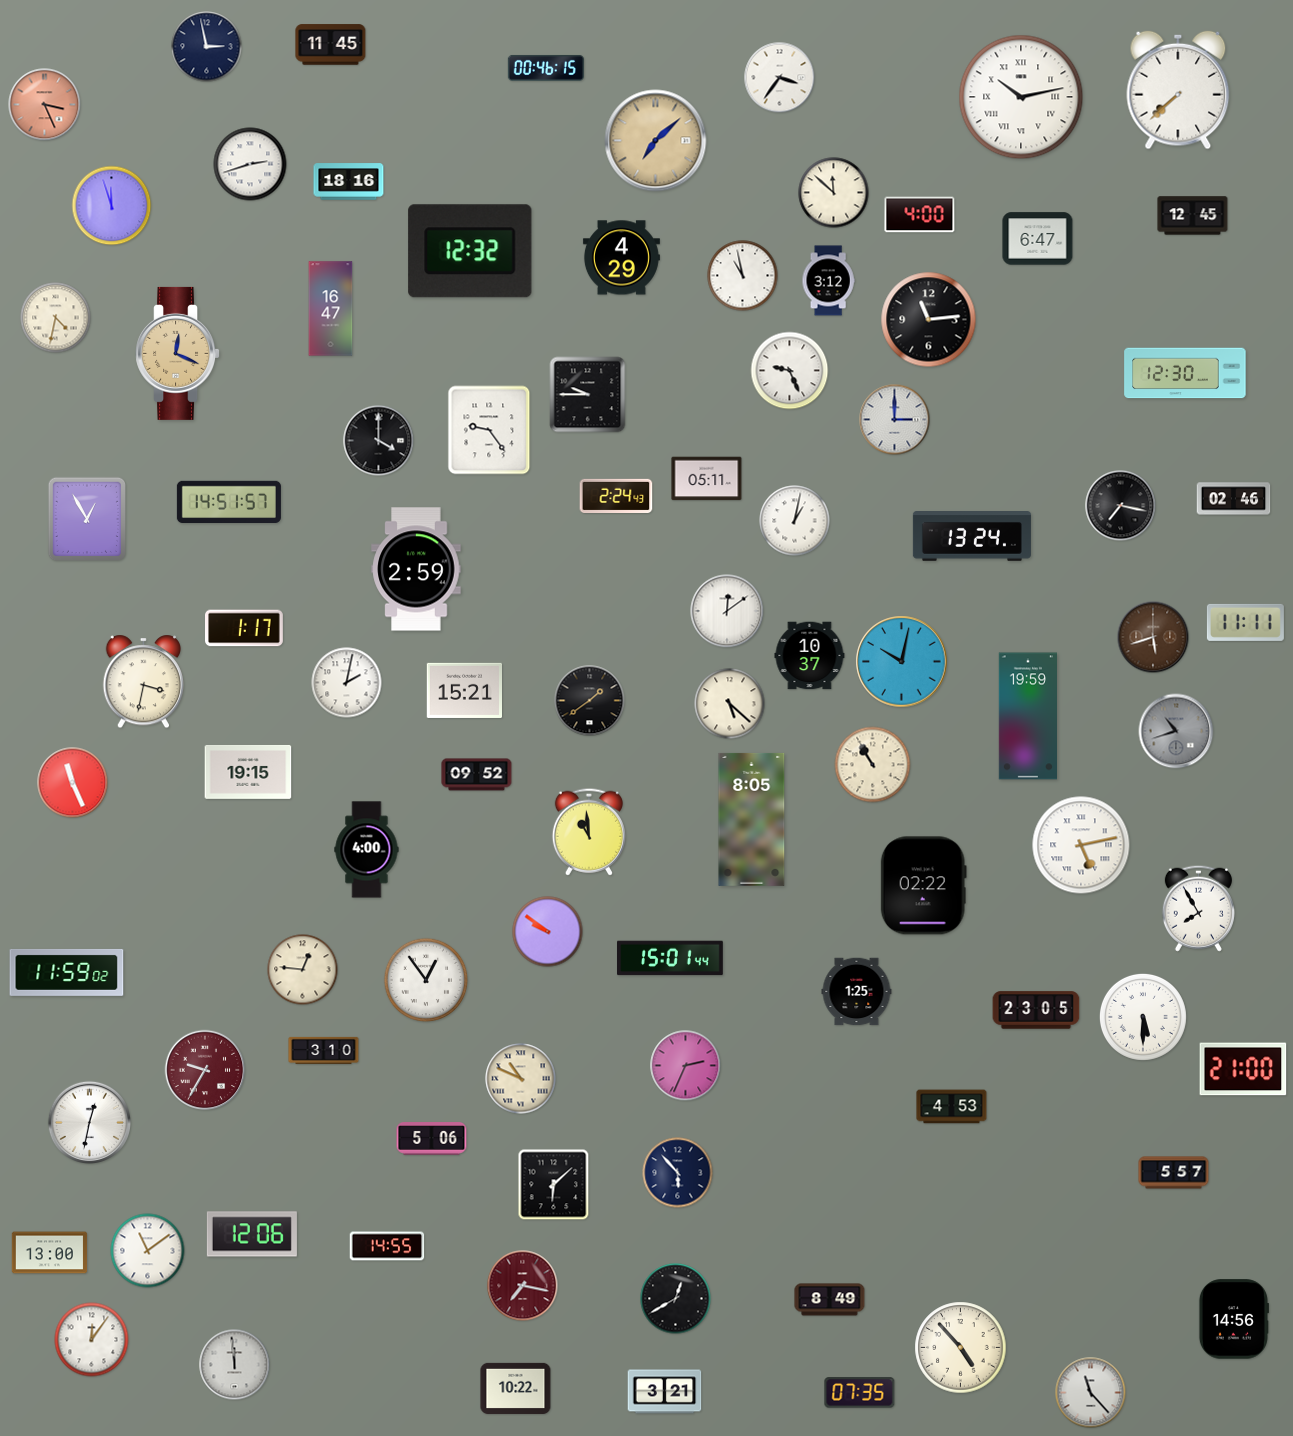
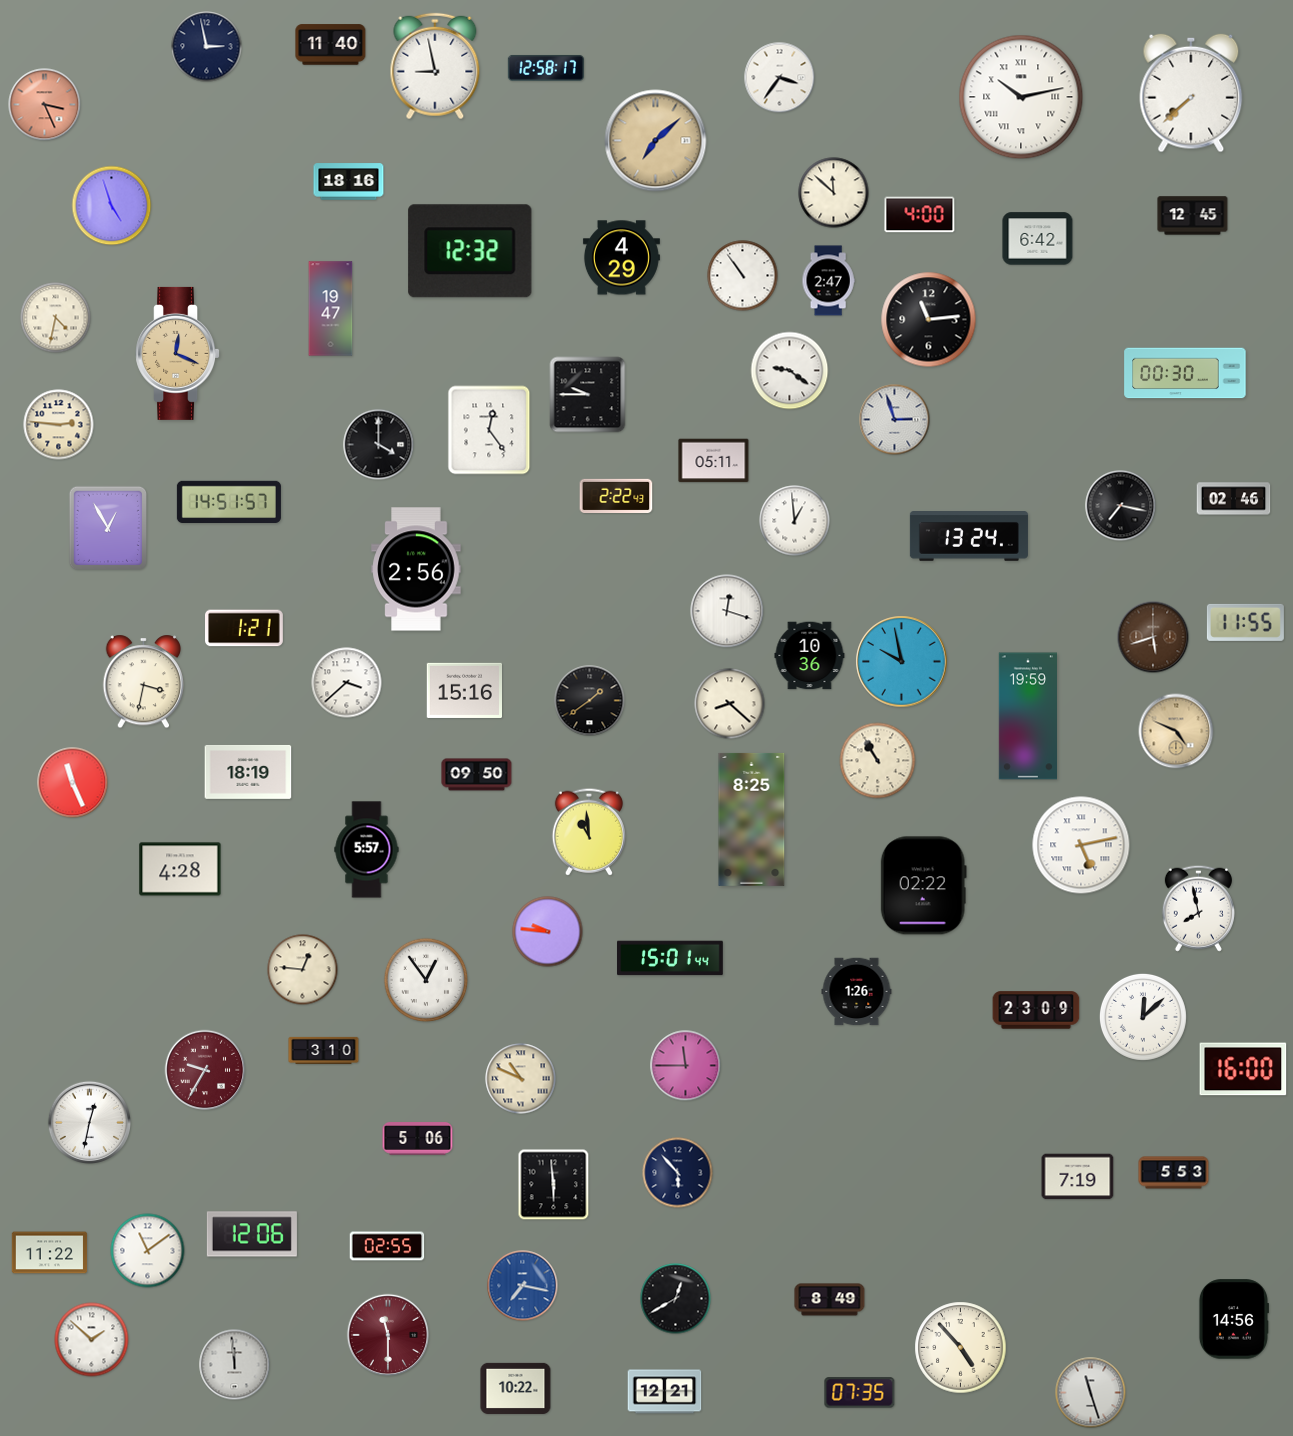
clock at (331, 45): 11:45 -> 11:40
clock at (435, 66): none -> 8:58
clock at (546, 68): 00:46 -> 12:58
clock at (1178, 90) position: (1178, 90) -> (1191, 93)
clock at (250, 164): 2:42 -> none
clock at (112, 206): 11:57 -> 4:57
clock at (1038, 239): 6:47 -> 6:42
clock at (743, 276): 10:58 -> 10:54
clock at (828, 281): 3:12 -> 2:47
clock at (331, 309): 16:47 -> 19:47
clock at (790, 371): 9:26 -> 9:21
clock at (1185, 373): 12:30 -> 00:30
clock at (895, 420): 3:00 -> 2:57
clock at (59, 425): none -> 2:46
clock at (489, 430): 9:24 -> 12:24
clock at (379, 441) position: (379, 441) -> (379, 445)
clock at (707, 479) position: (707, 479) -> (714, 461)
clock at (616, 495): 2:24 -> 2:22
clock at (86, 518) position: (86, 518) -> (107, 527)
clock at (795, 521): 1:02 -> 12:59
clock at (972, 536) position: (972, 536) -> (969, 536)
clock at (416, 569): 2:59 -> 2:56
clock at (727, 611): 12:09 -> 12:18
clock at (1245, 622): 11:11 -> 11:55
clock at (245, 628): 1:17 -> 1:21
clock at (810, 656): 10:37 -> 10:36
clock at (902, 662): 10:02 -> 9:58
clock at (347, 683): 2:02 -> 3:38
clock at (464, 690): 15:21 -> 15:16
clock at (730, 704): 5:22 -> 8:22
clock at (1176, 731): 10:42 -> 4:49
clock at (1176, 731) dial: grey -> champagne
clock at (873, 765) position: (873, 765) -> (878, 761)
clock at (248, 772): 19:15 -> 18:19
clock at (477, 775): 09:52 -> 09:50
clock at (752, 819): 8:05 -> 8:25
clock at (367, 850): 4:00 -> 5:57
clock at (180, 869): none -> 4:28
clock at (1198, 908): 7:55 -> 7:58
clock at (548, 932): 9:51 -> 9:46
clock at (67, 972): 11:59 -> none
clock at (857, 992): 1:25 -> 1:26
clock at (1036, 1010): 23:05 -> 23:09
clock at (1143, 1017): 5:30 -> 12:08
clock at (686, 1066): 2:34 -> 11:45
clock at (1243, 1069): 21:00 -> 16:00
clock at (952, 1107): 4:53 -> none
clock at (432, 1139) position: (432, 1139) -> (418, 1139)
clock at (1174, 1173): 5:57 -> 5:53
clock at (1078, 1177): none -> 7:19
clock at (554, 1185): 6:08 -> 5:59
clock at (387, 1246): 14:55 -> 02:55
clock at (50, 1253): 13:00 -> 11:22
clock at (523, 1286) dial: burgundy -> blue
clock at (388, 1335): none -> 11:30
clock at (92, 1340): 12:06 -> 1:52
clock at (665, 1392): 3:21 -> 12:21
clock at (1091, 1393): 11:23 -> 11:27
